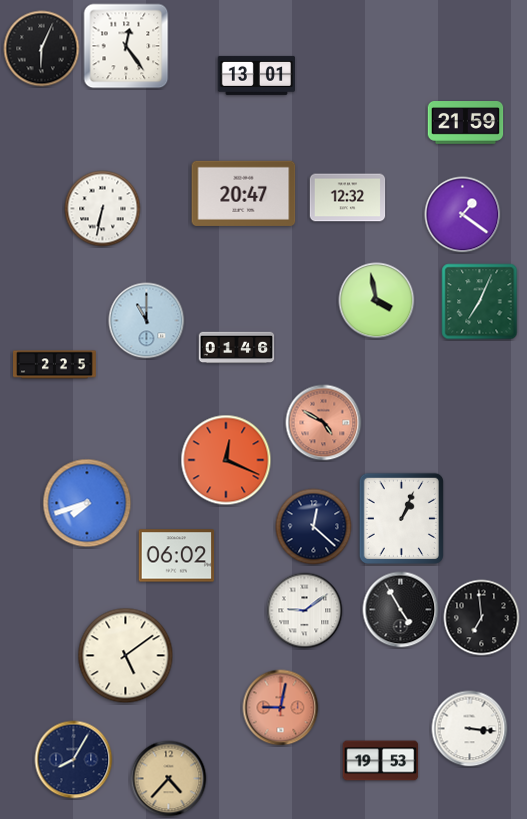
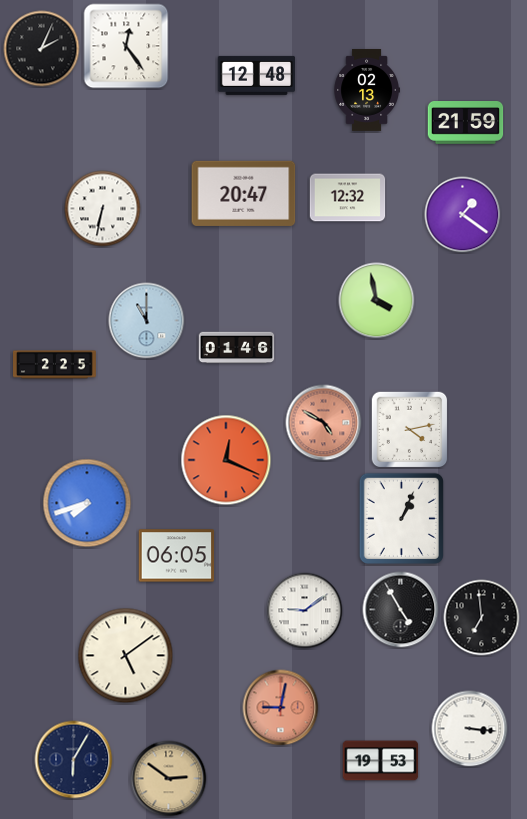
clock at (42, 49): 6:04 -> 2:04
clock at (256, 75): 13:01 -> 12:48
clock at (366, 91): none -> 02:13
clock at (480, 302): 7:04 -> none
clock at (409, 429): none -> 4:13
clock at (314, 527): 12:22 -> none
clock at (177, 556): 06:02 -> 06:05
clock at (74, 760): 8:05 -> 6:05
clock at (169, 779): 4:37 -> 2:51
